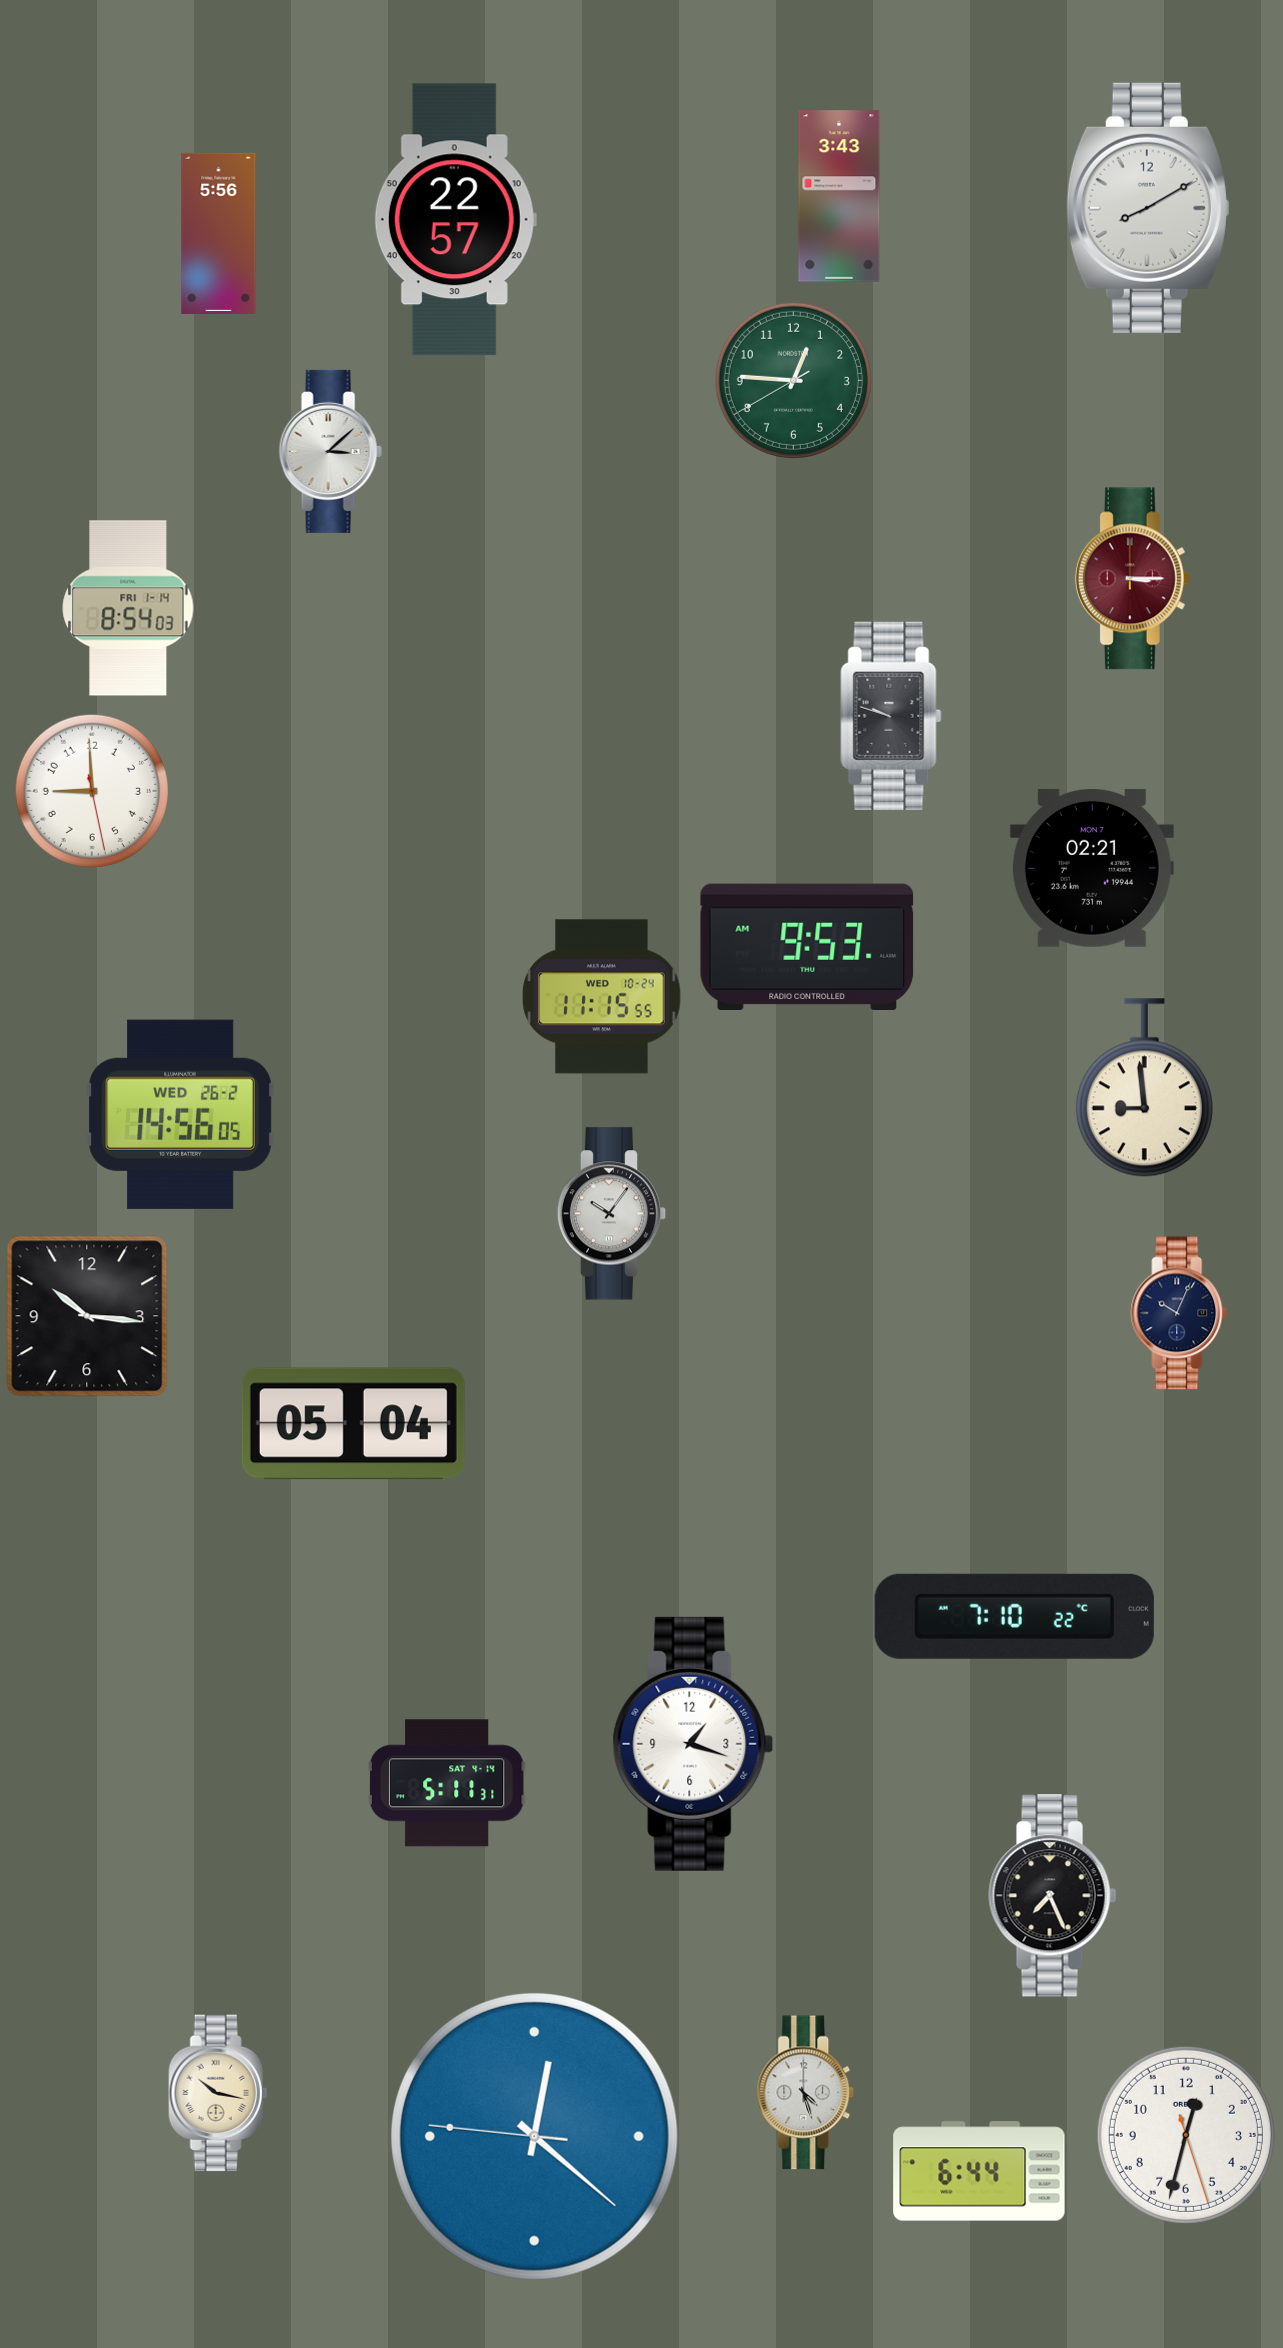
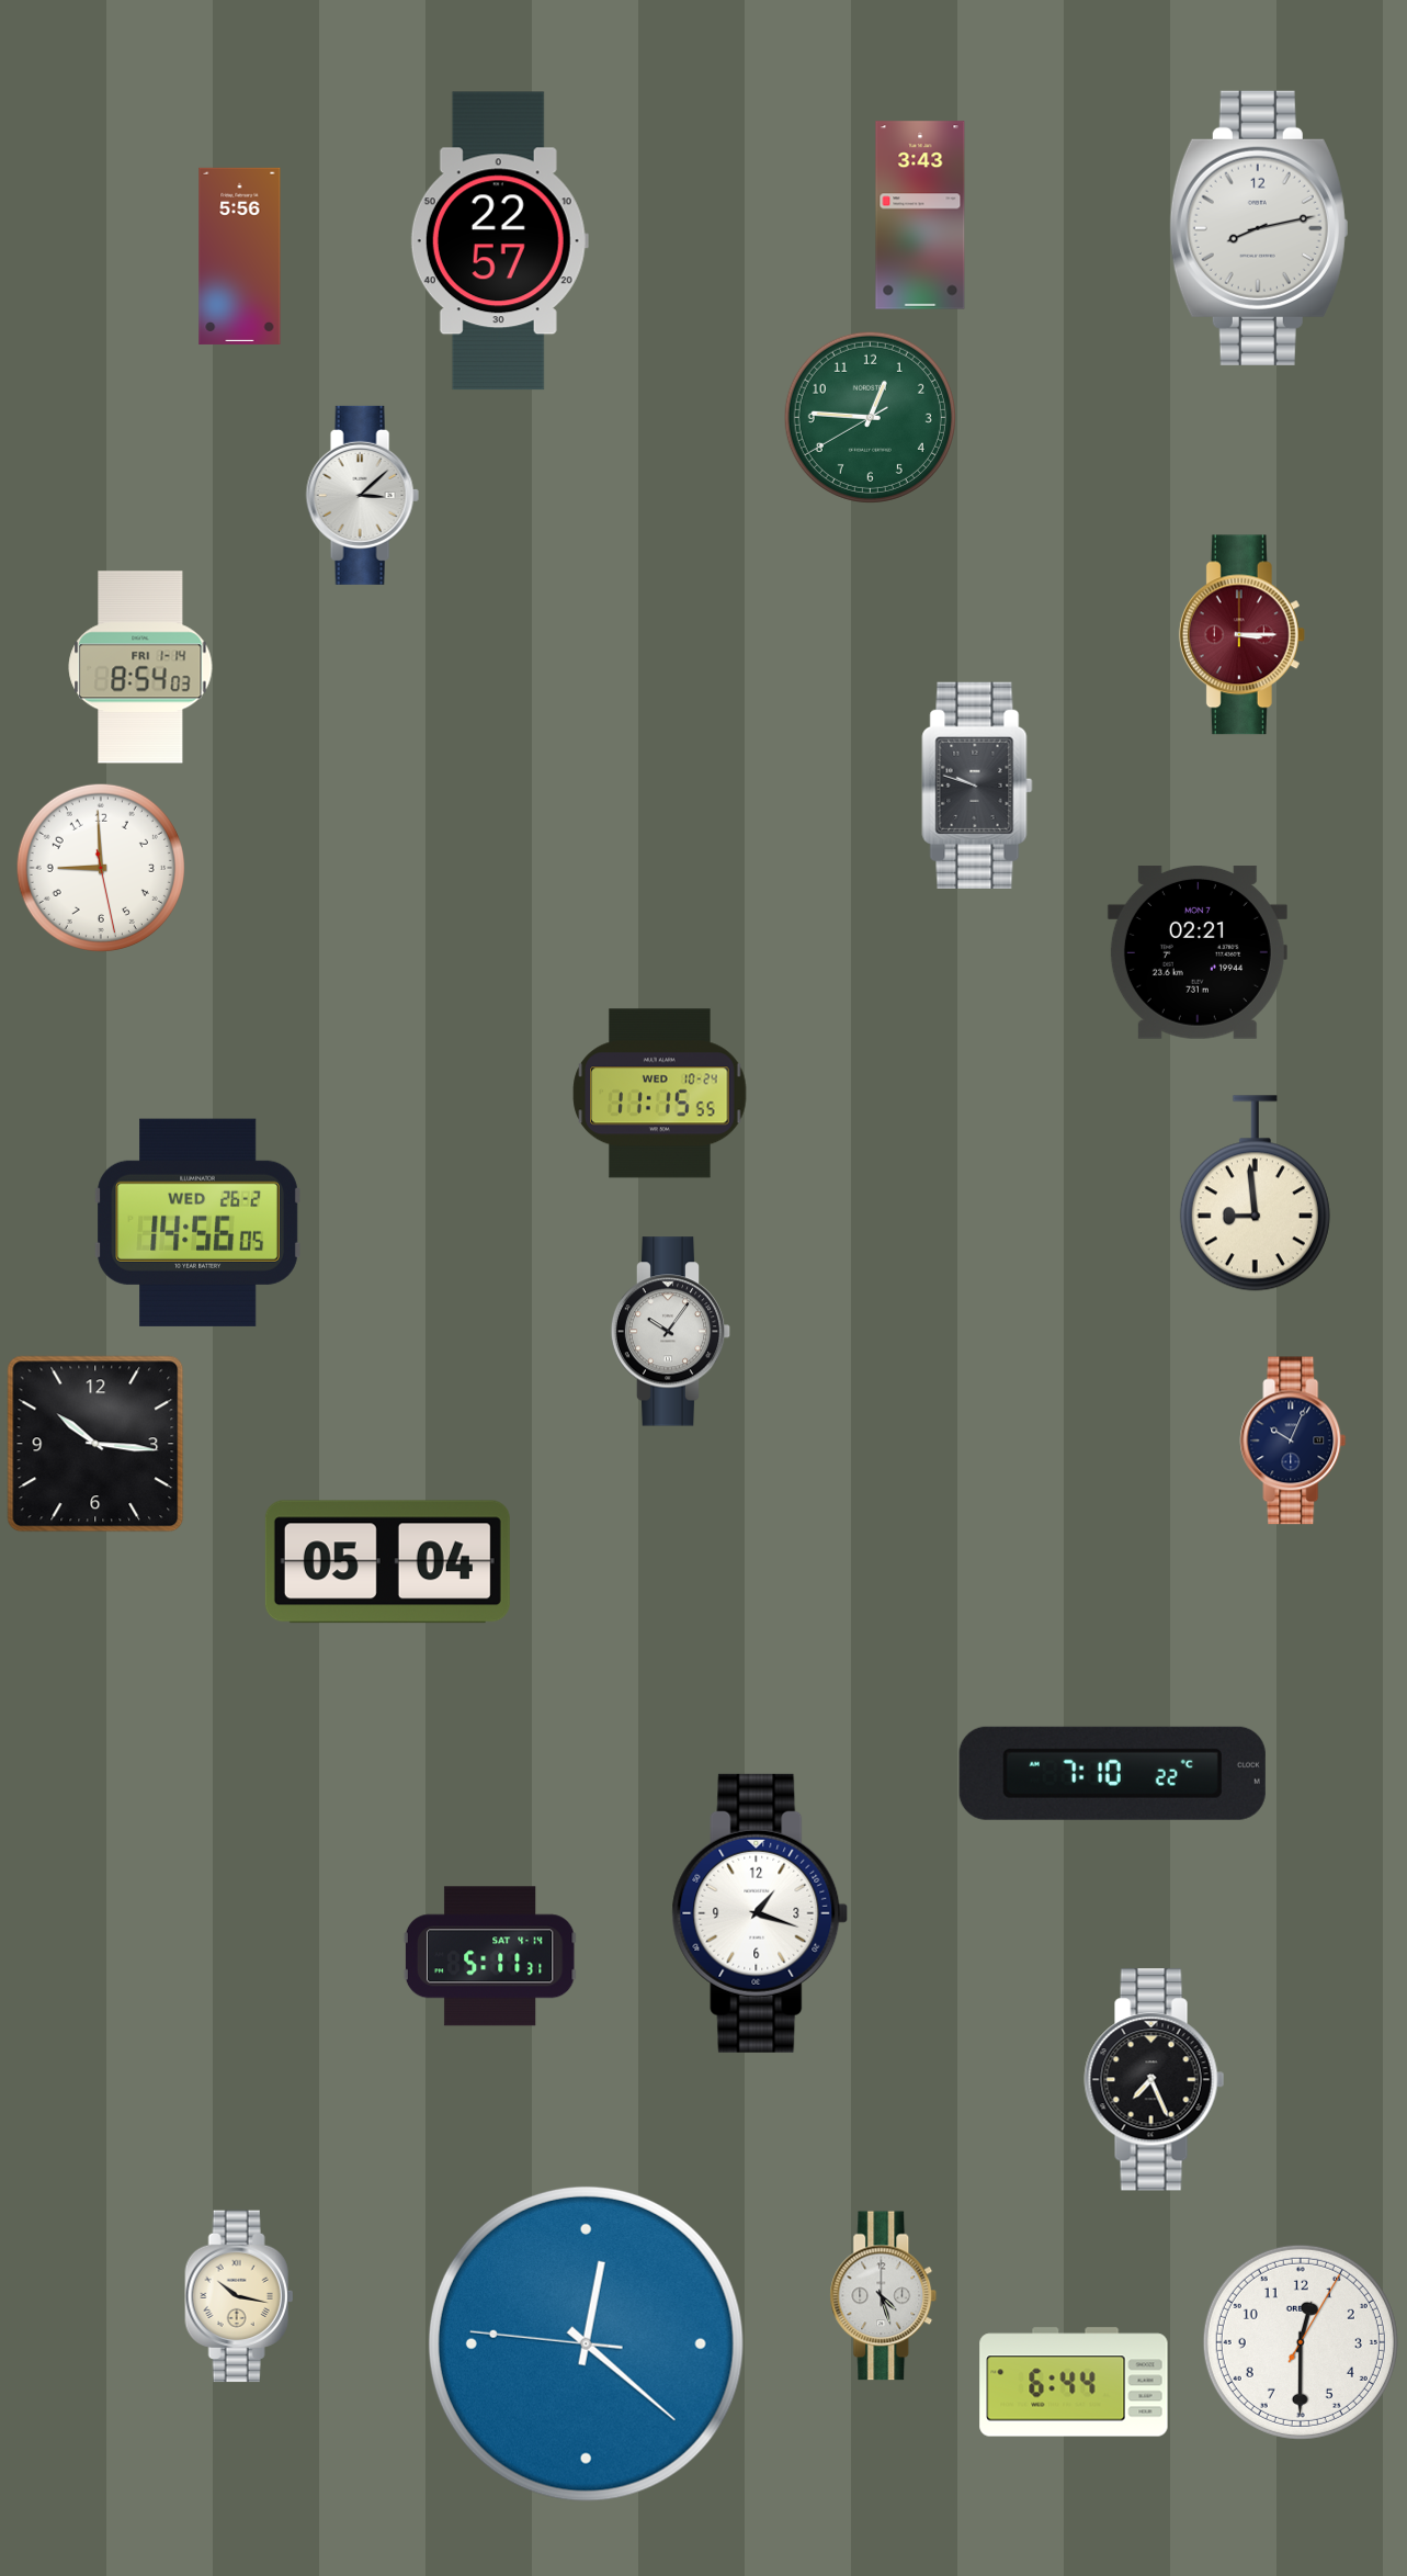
clock at (1148, 208): 8:10 -> 8:13
clock at (807, 947): 9:53 -> none
clock at (1186, 2135): 12:32 -> 12:30
